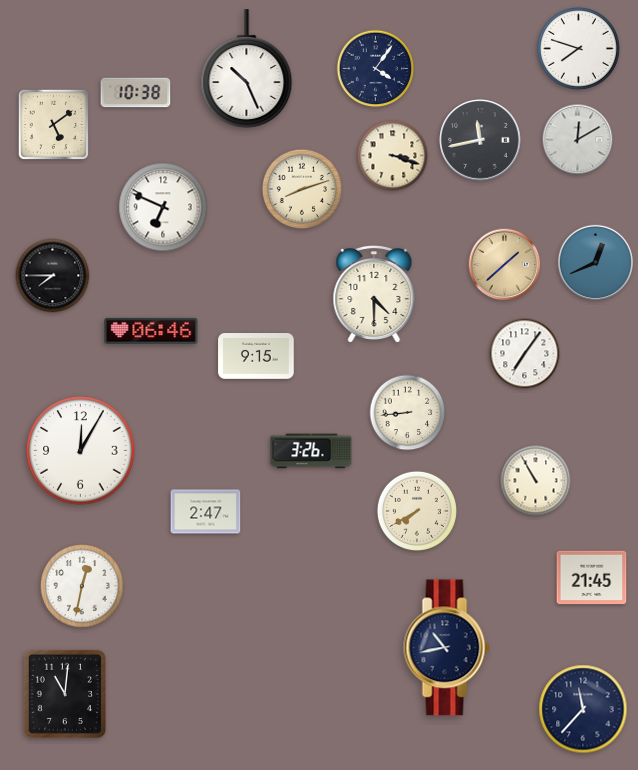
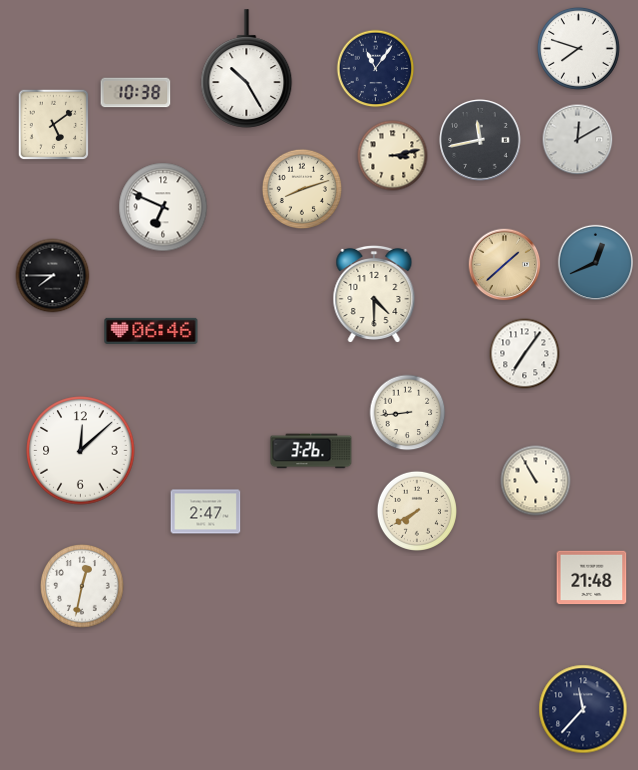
clock at (247, 69): 10:26 -> 10:25
clock at (376, 69): 4:06 -> 11:06
clock at (393, 156): 3:18 -> 3:13
clock at (256, 357): 9:15 -> none
clock at (81, 451): 12:05 -> 12:08
clock at (592, 578): 21:45 -> 21:48
clock at (447, 648): 10:43 -> none
clock at (65, 694): 11:01 -> none
